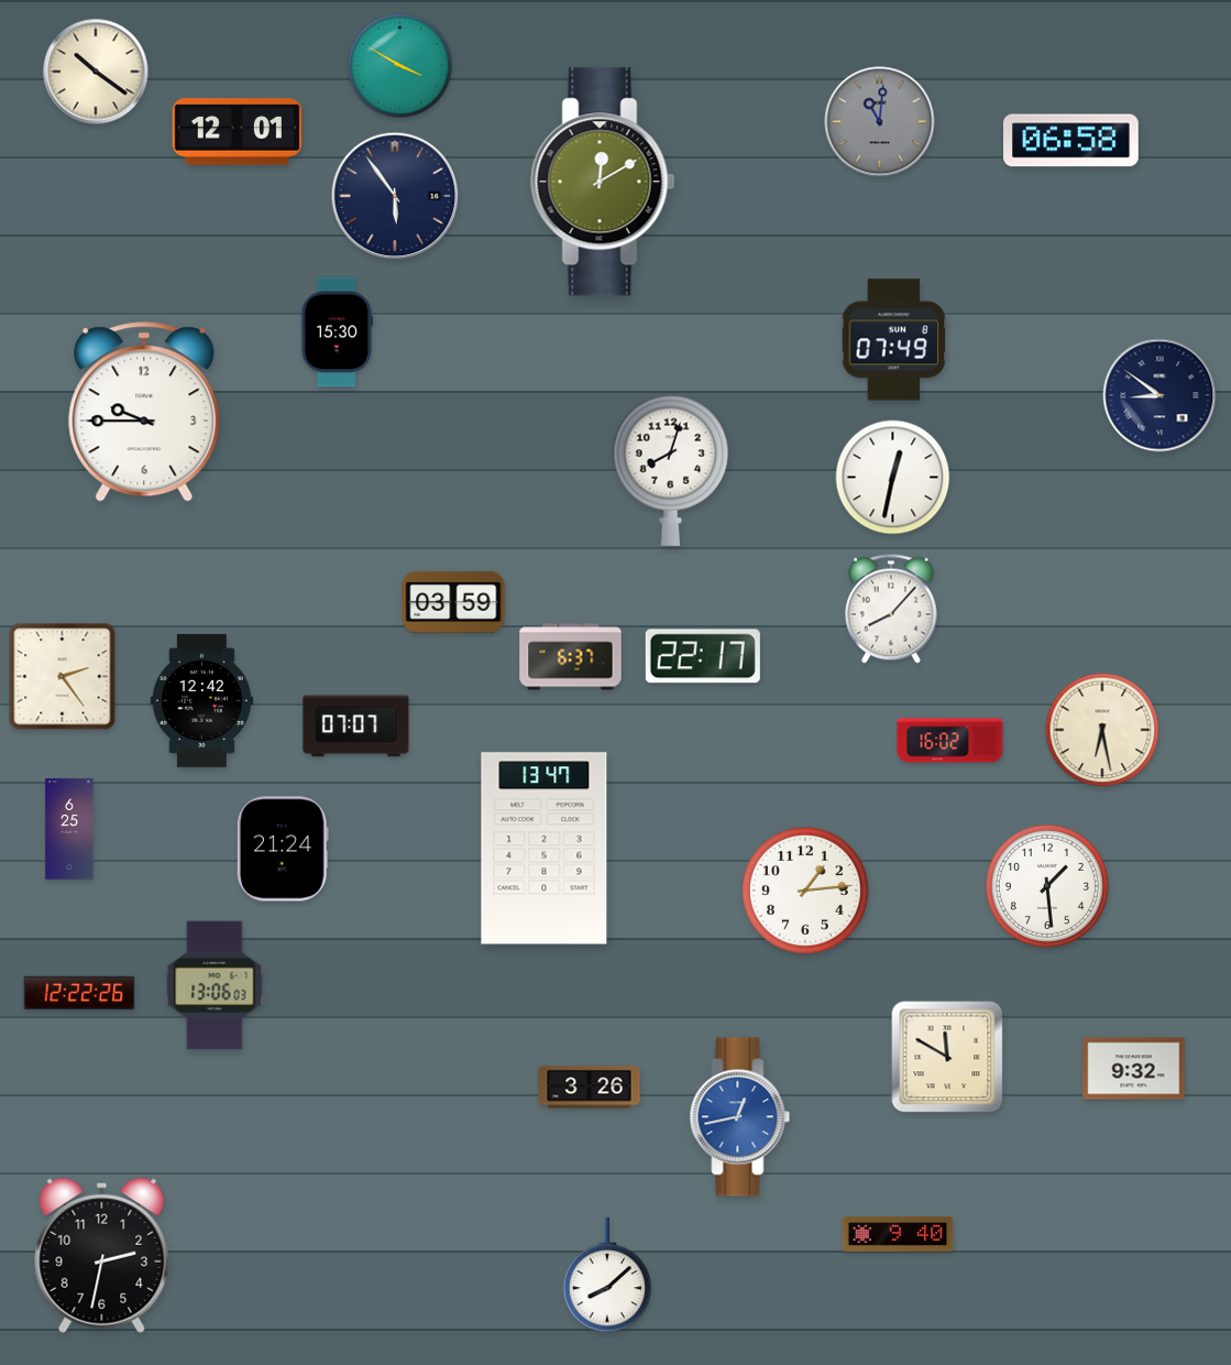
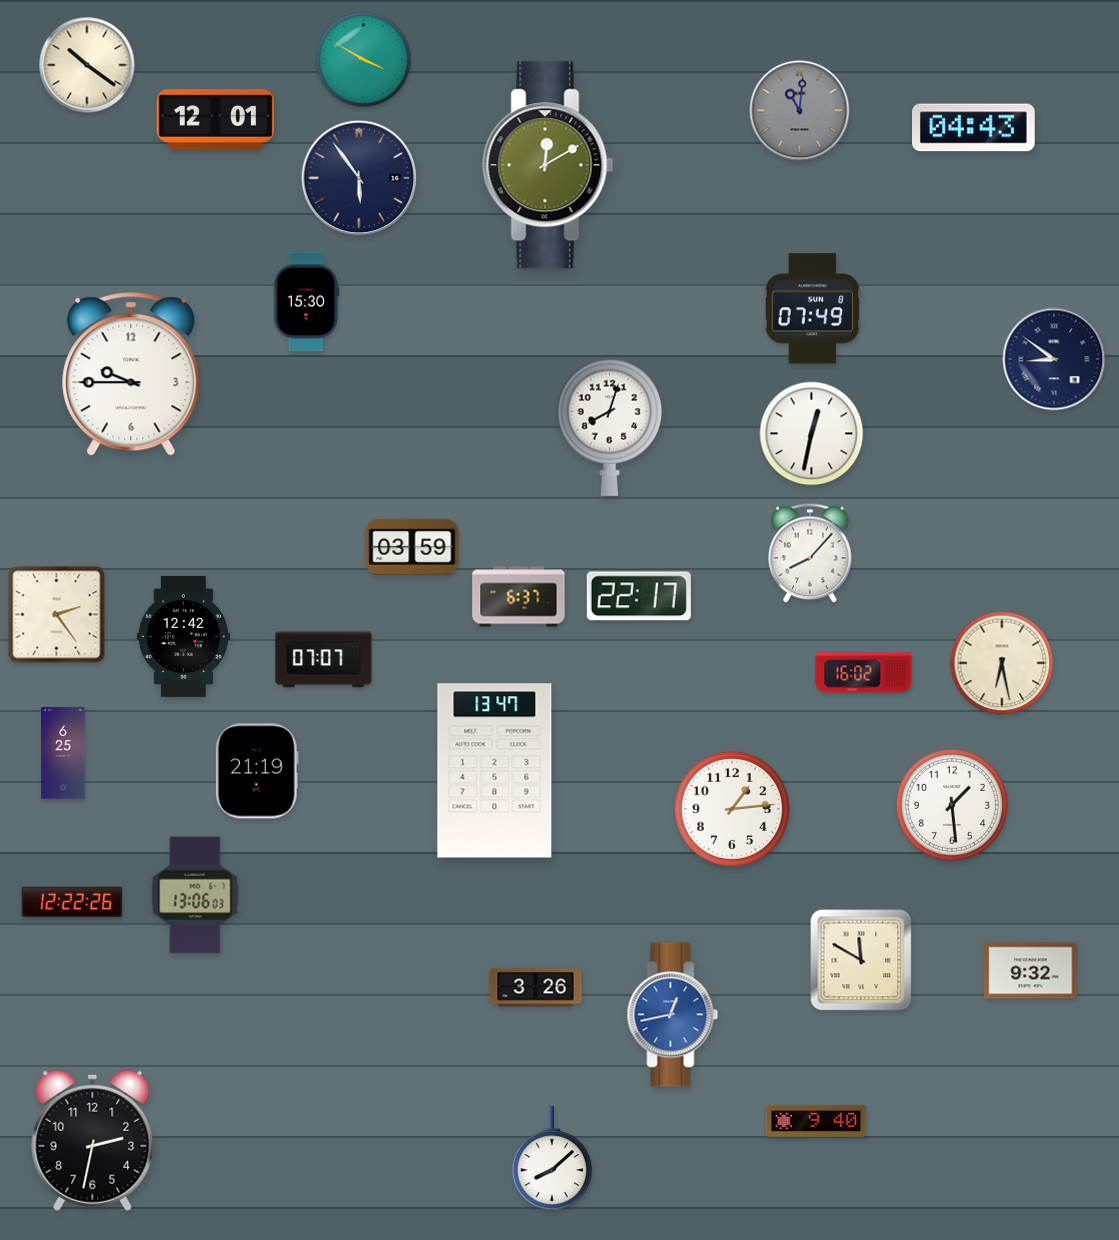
clock at (1071, 141): 06:58 -> 04:43
clock at (283, 849): 21:24 -> 21:19
